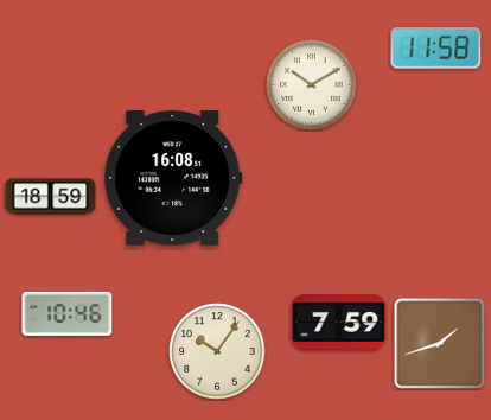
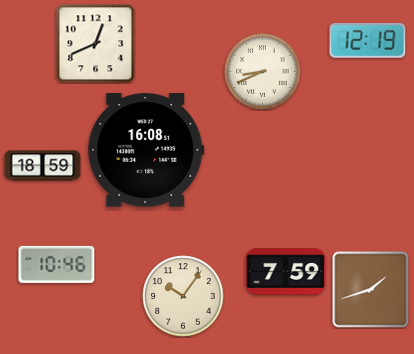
clock at (436, 49): 11:58 -> 12:19
clock at (96, 44): none -> 12:41
clock at (312, 85): 10:10 -> 8:41
